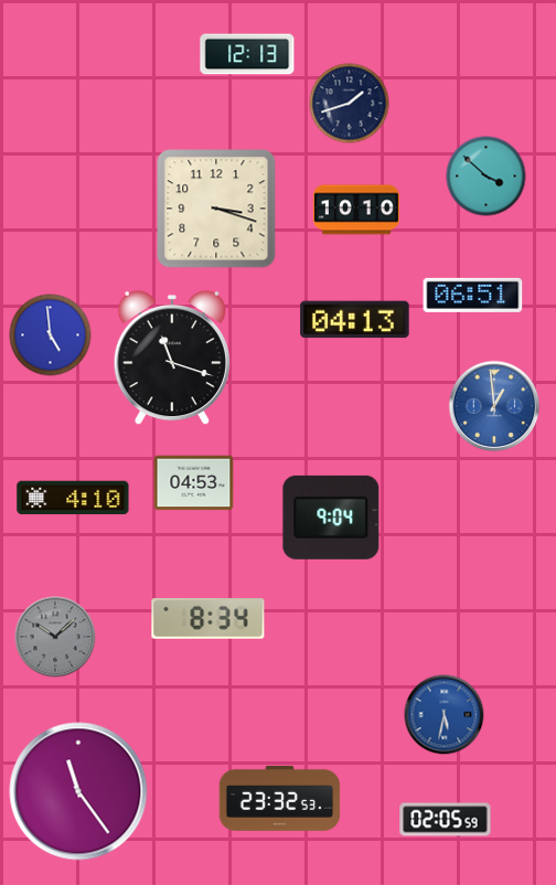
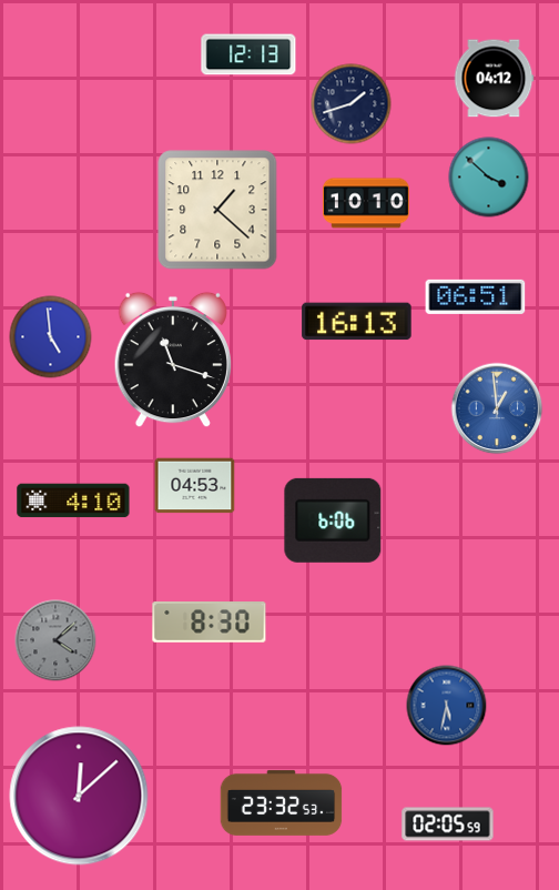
clock at (494, 79): none -> 04:12
clock at (216, 209): 3:18 -> 1:22
clock at (356, 210) position: (356, 210) -> (366, 203)
clock at (355, 320): 04:13 -> 16:13
clock at (331, 518): 9:04 -> 6:06
clock at (209, 619): 8:34 -> 8:30
clock at (55, 637): 10:08 -> 4:08
clock at (445, 715) position: (445, 715) -> (447, 706)
clock at (78, 791): 11:24 -> 12:08
